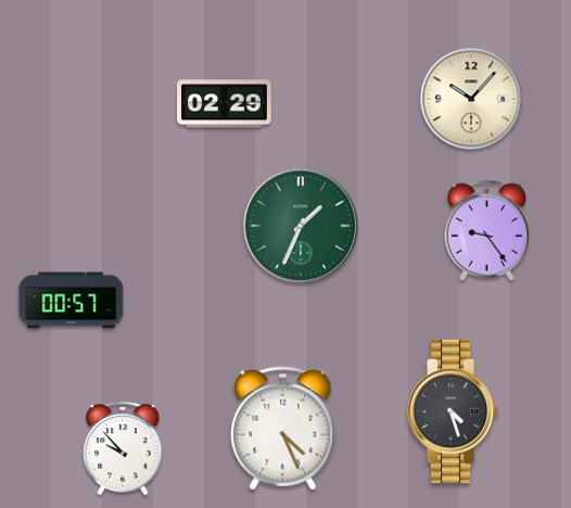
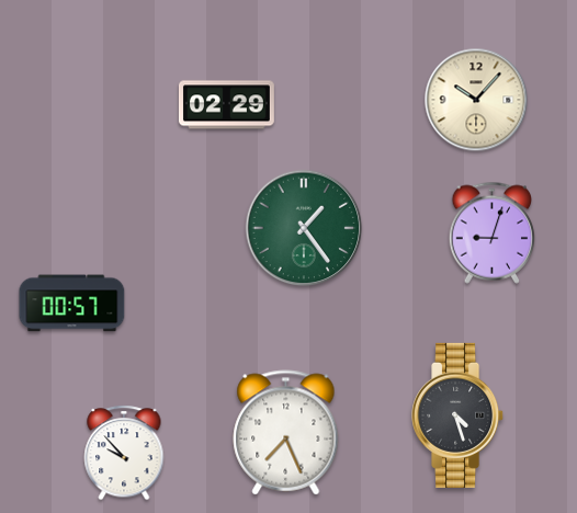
clock at (301, 226): 1:34 -> 1:24
clock at (487, 230): 9:24 -> 9:03
clock at (283, 429): 4:26 -> 7:26
